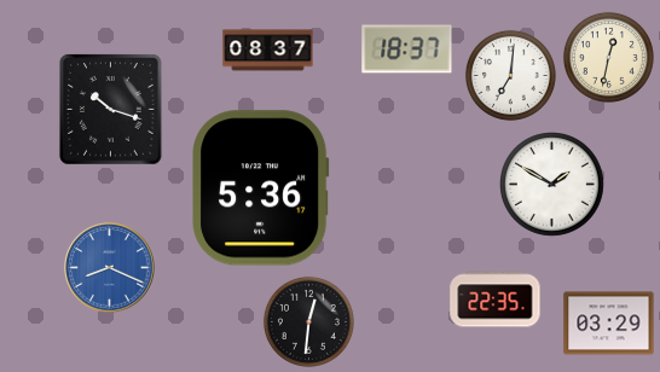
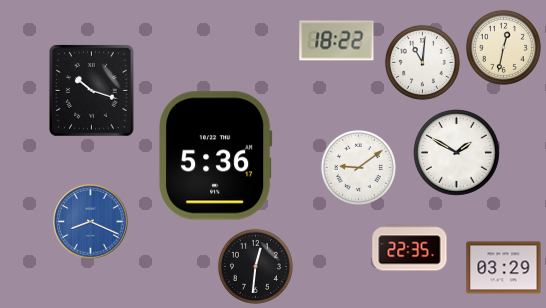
clock at (407, 50): 18:37 -> 18:22
clock at (268, 51): 08:37 -> none
clock at (510, 75): 7:01 -> 11:01
clock at (358, 167): none -> 9:09
